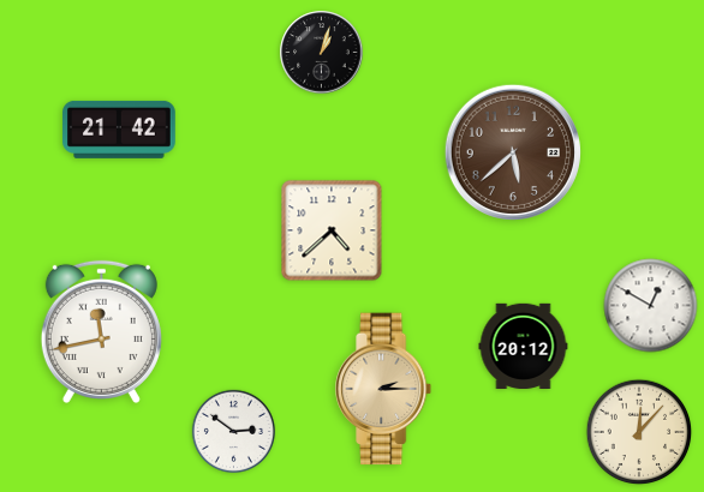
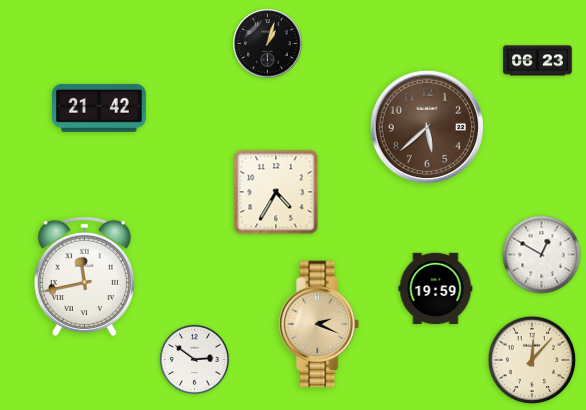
clock at (538, 61): none -> 06:23
clock at (332, 230): 4:38 -> 4:35
clock at (524, 346): 20:12 -> 19:59
clock at (384, 389): 2:15 -> 2:19
